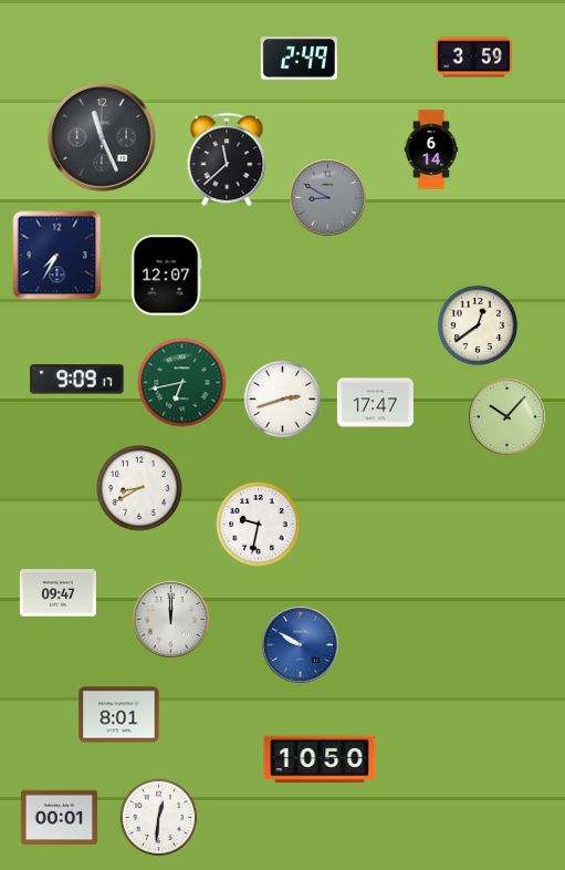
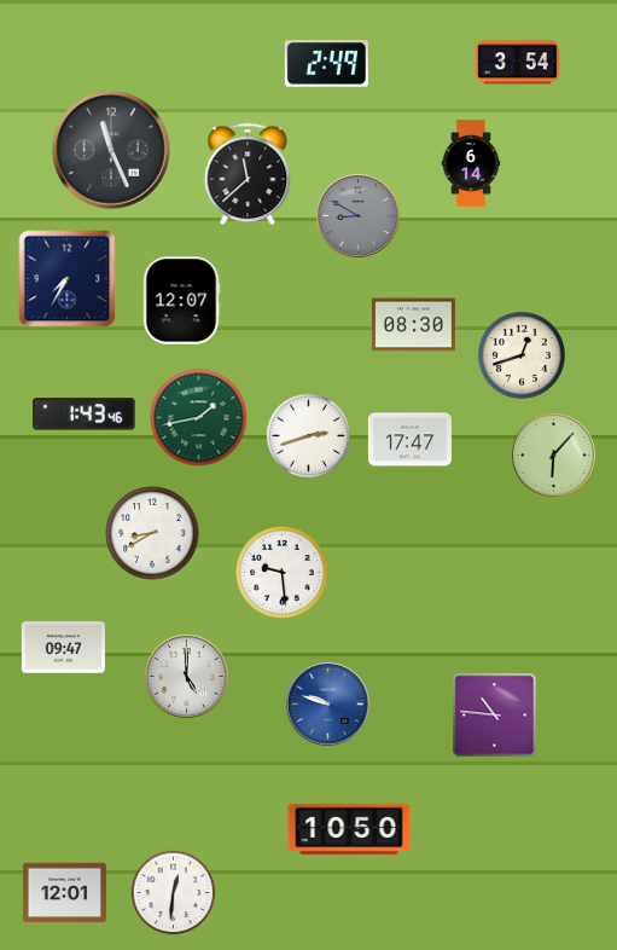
clock at (473, 58): 3:59 -> 3:54
clock at (57, 256) position: (57, 256) -> (68, 279)
clock at (413, 325): none -> 08:30
clock at (478, 325): 12:39 -> 12:42
clock at (77, 380): 9:09 -> 1:43
clock at (182, 383): 6:43 -> 1:43
clock at (508, 417): 10:07 -> 6:07
clock at (259, 525): 9:32 -> 9:29
clock at (171, 620): 12:00 -> 5:00
clock at (301, 645): 9:50 -> 9:48
clock at (495, 716): none -> 10:46
clock at (119, 715): 8:01 -> none
clock at (59, 818): 00:01 -> 12:01
